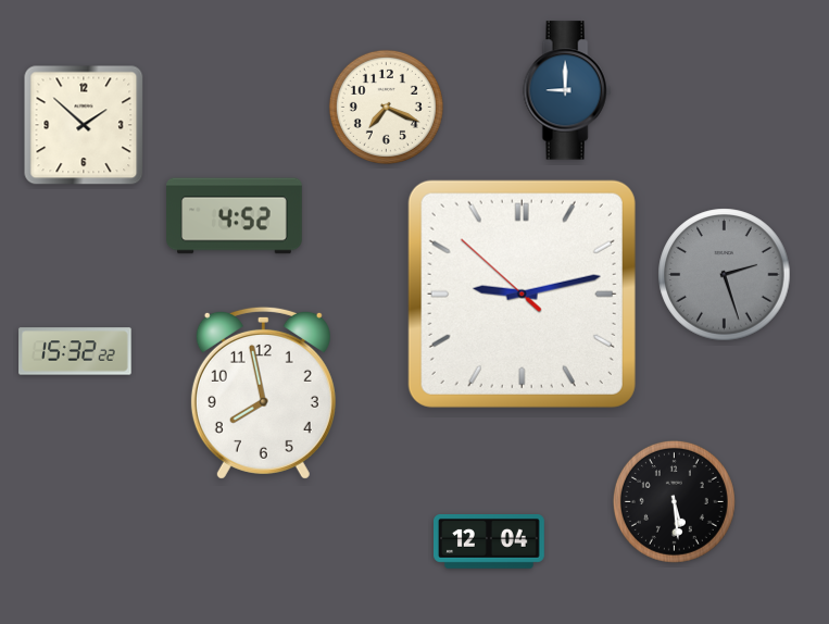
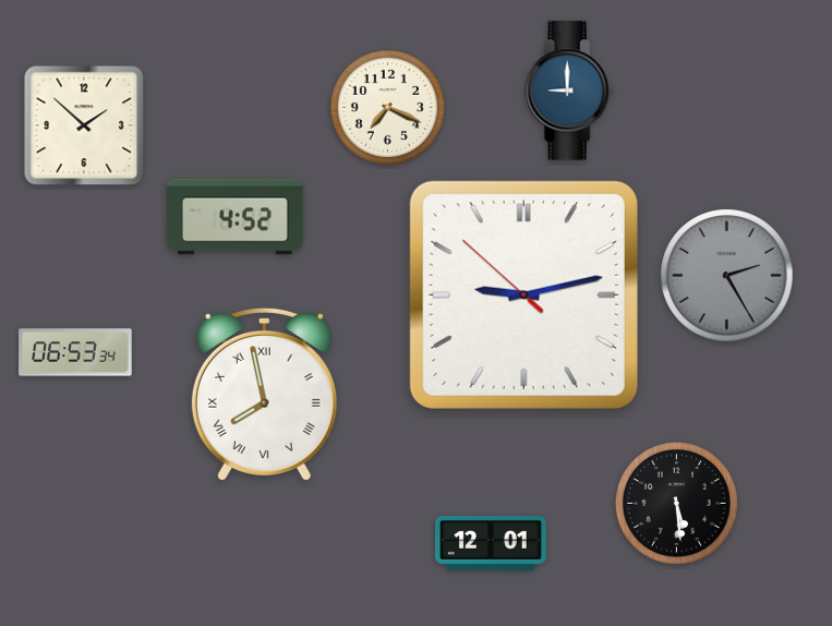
clock at (725, 275): 2:27 -> 2:25
clock at (75, 351): 15:32 -> 06:53
clock at (263, 392) numerals: Arabic -> Roman
clock at (490, 542): 12:04 -> 12:01
